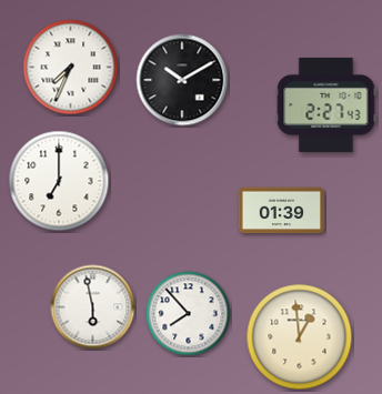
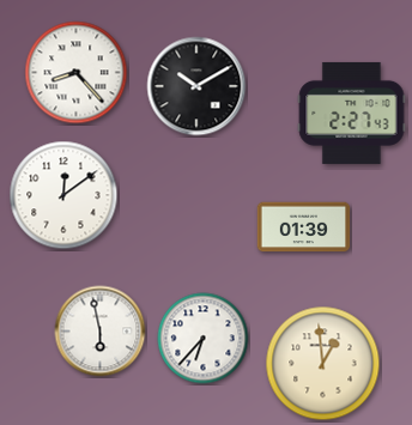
clock at (71, 68): 7:34 -> 8:23
clock at (59, 181): 7:00 -> 12:09
clock at (189, 314): 7:53 -> 6:37
